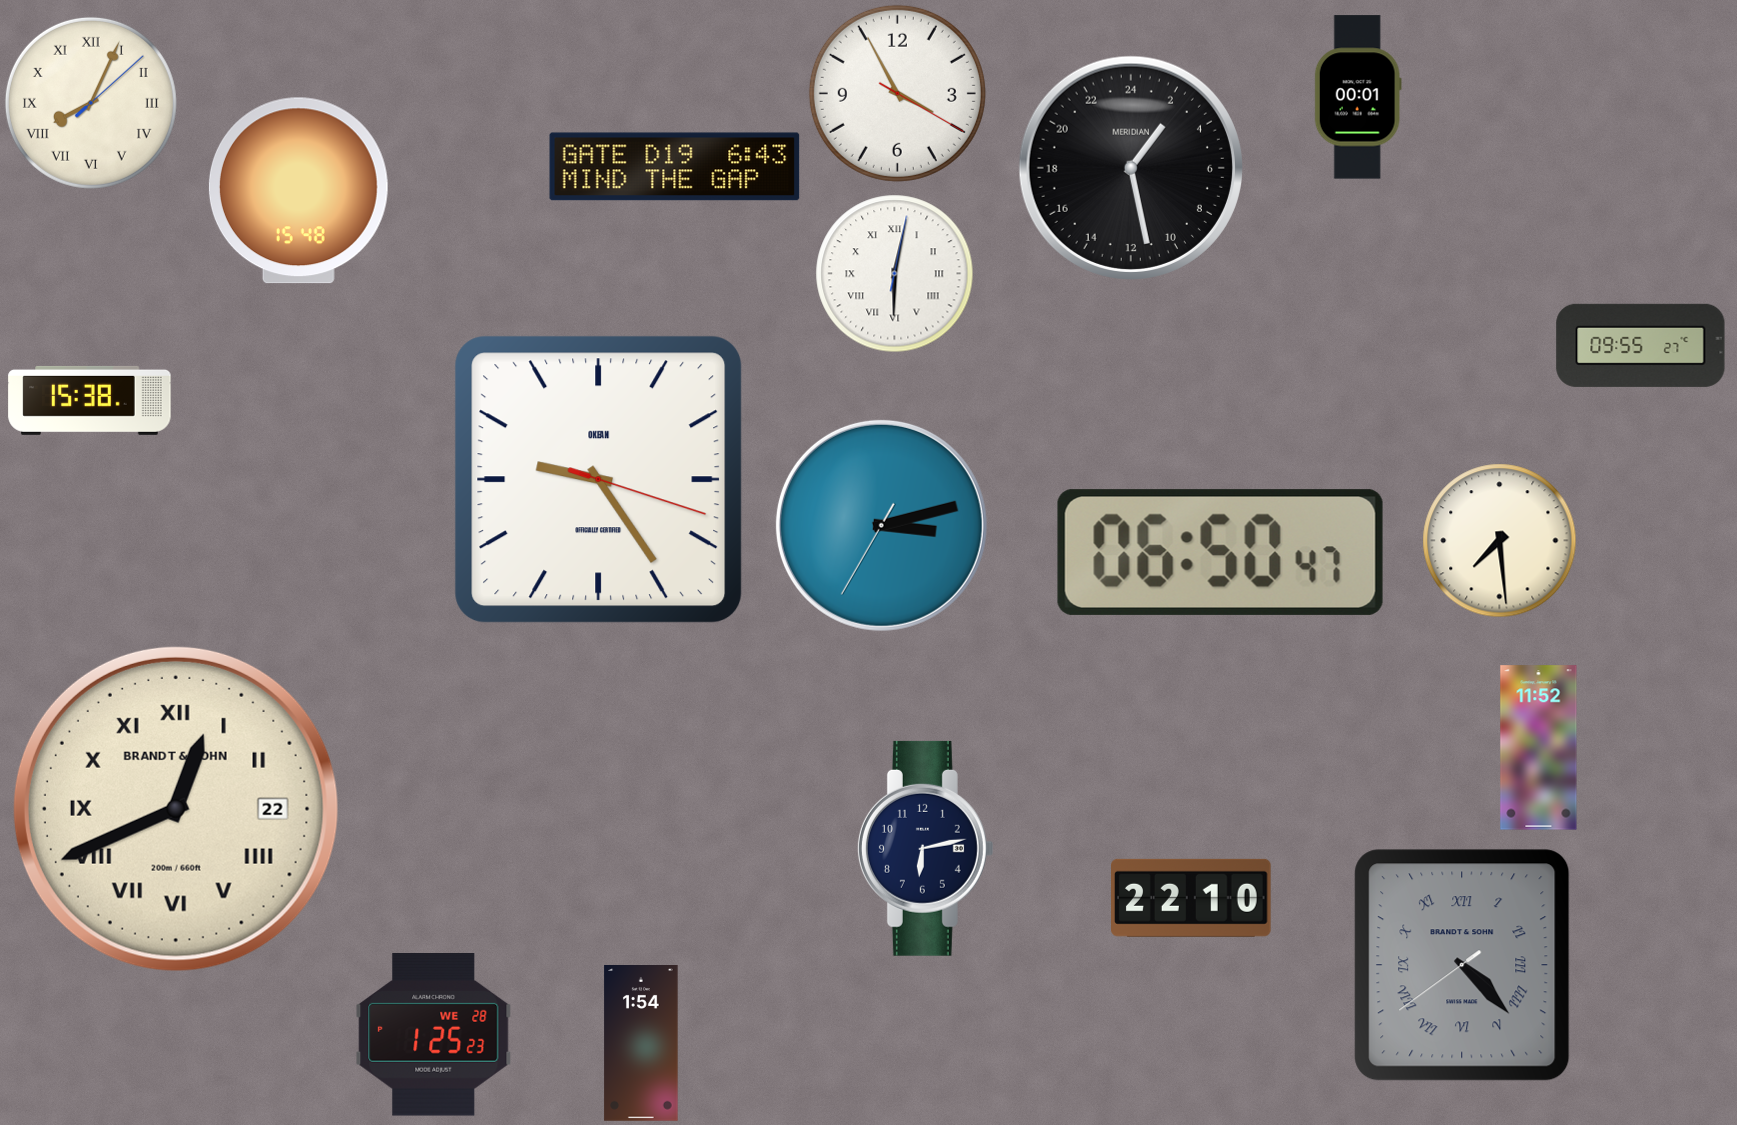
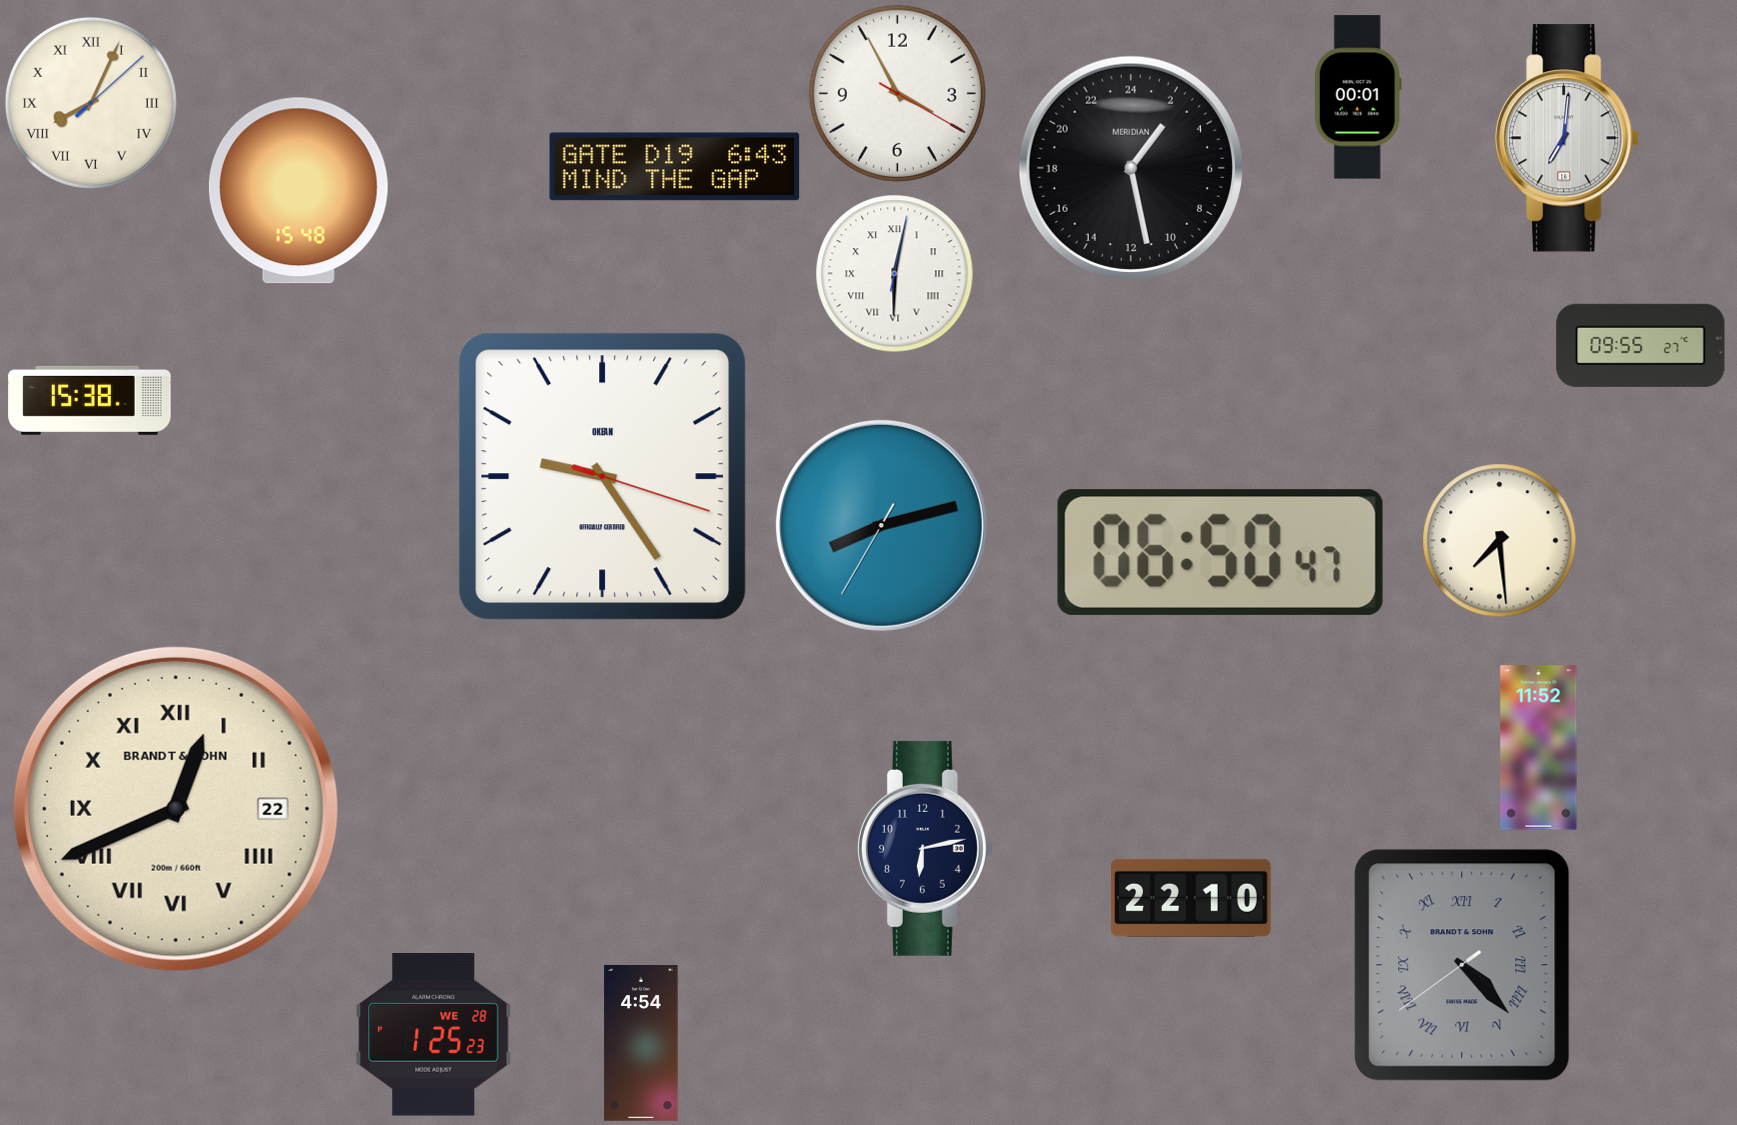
clock at (1567, 138): none -> 7:01
clock at (599, 480) position: (599, 480) -> (603, 477)
clock at (881, 525): 3:12 -> 8:12
clock at (641, 1044): 1:54 -> 4:54
